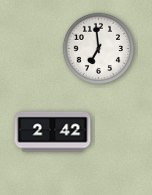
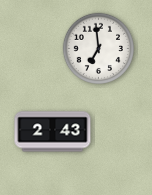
clock at (53, 132): 2:42 -> 2:43
